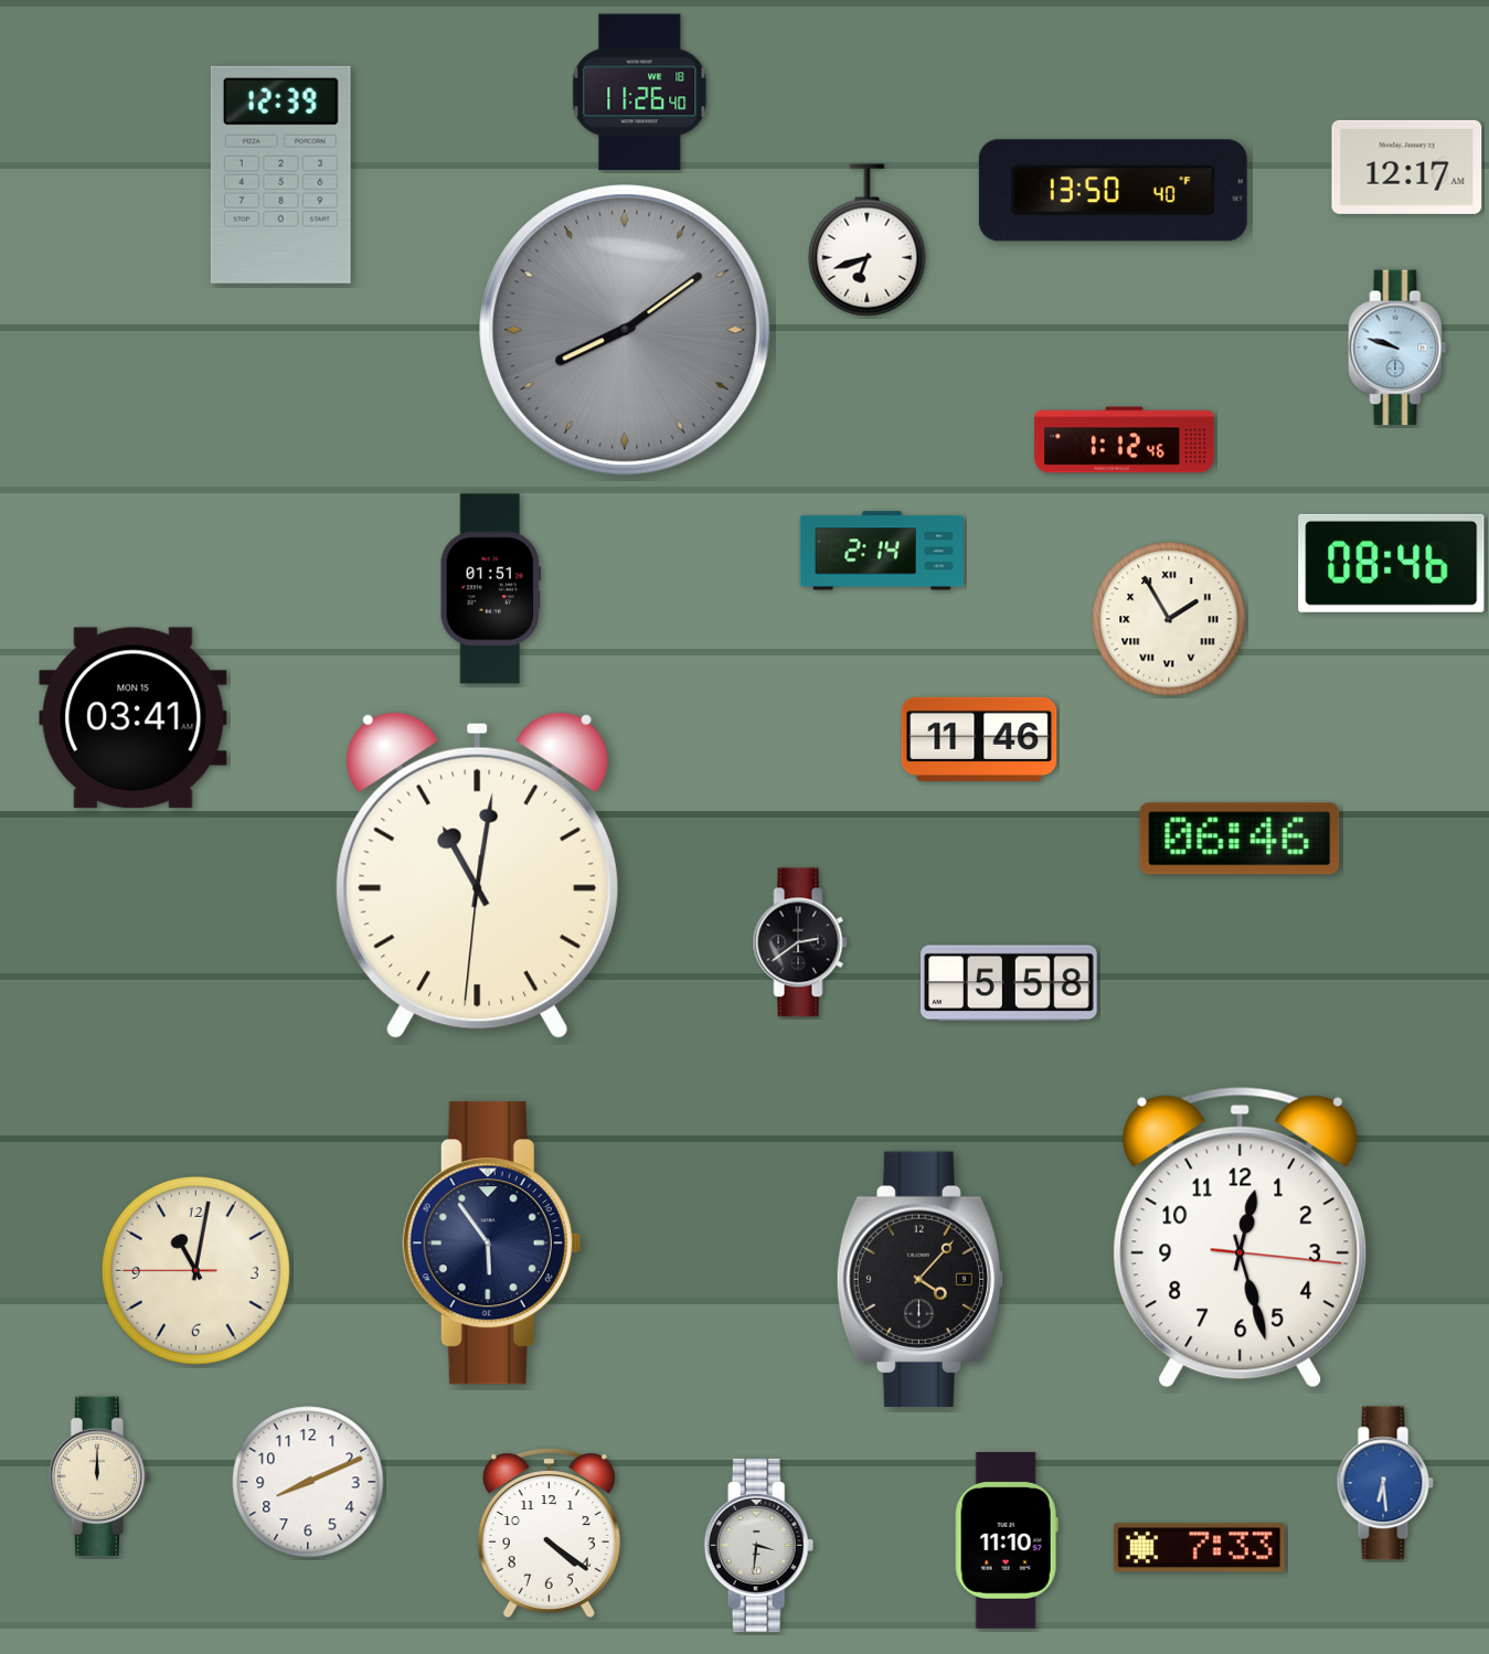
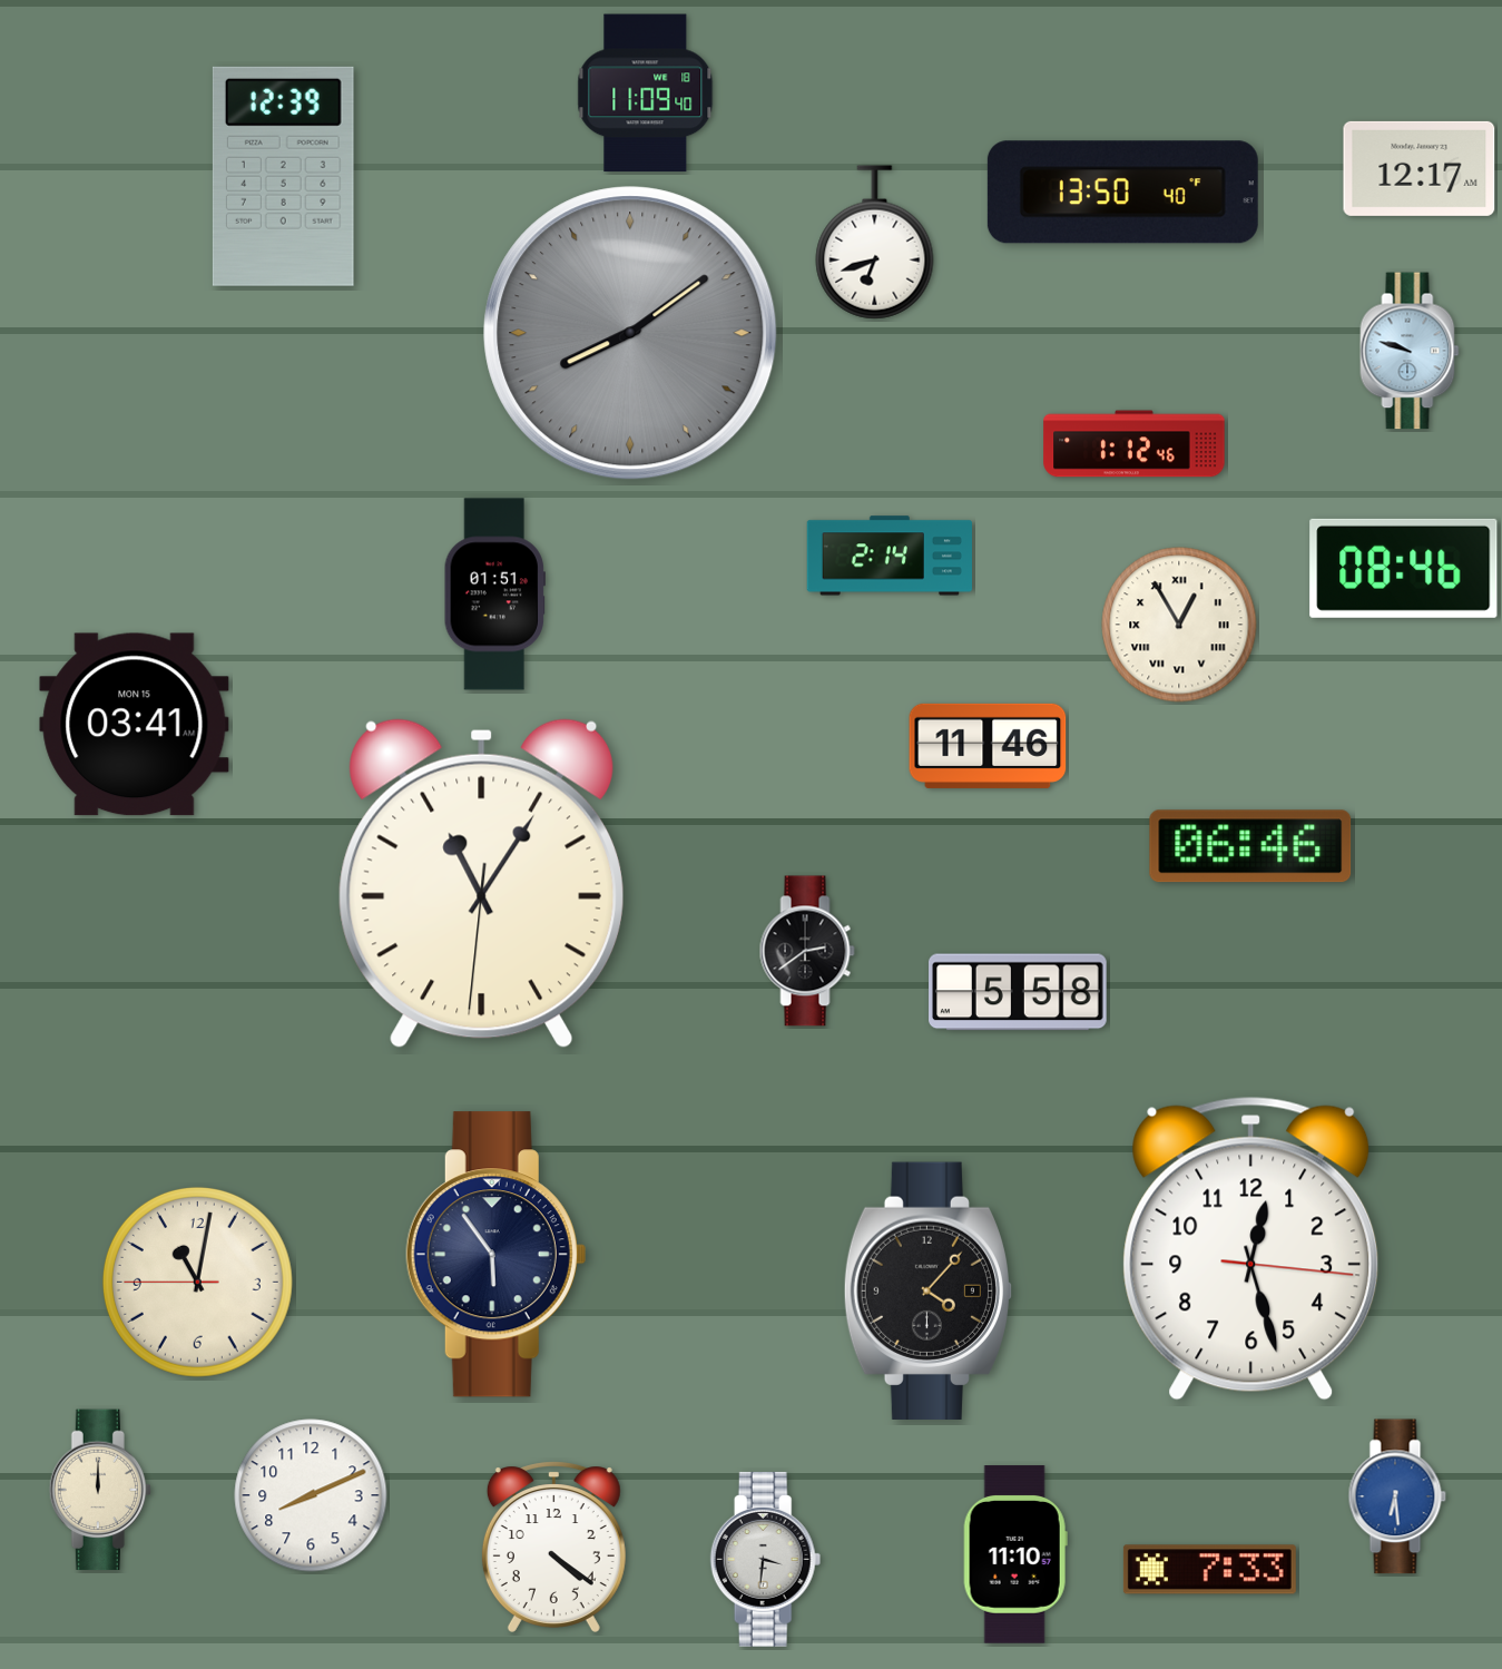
clock at (640, 93): 11:26 -> 11:09
clock at (1169, 619): 1:55 -> 12:55
clock at (477, 876): 11:01 -> 11:05
clock at (1199, 1548) position: (1199, 1548) -> (1209, 1570)
